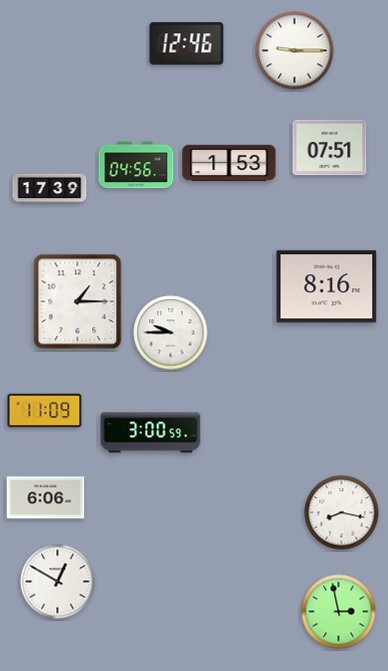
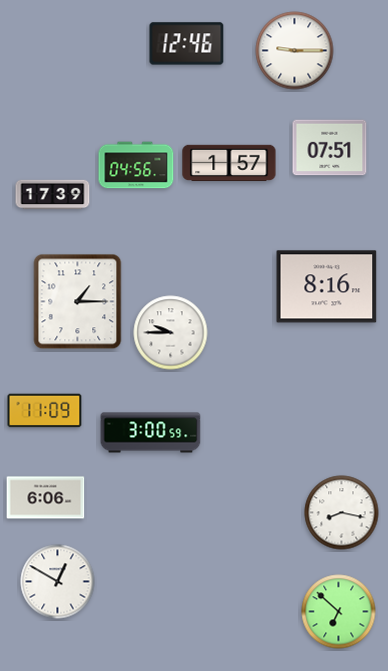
clock at (229, 163): 1:53 -> 1:57
clock at (50, 189) position: (50, 189) -> (53, 195)
clock at (339, 612): 2:58 -> 6:52
